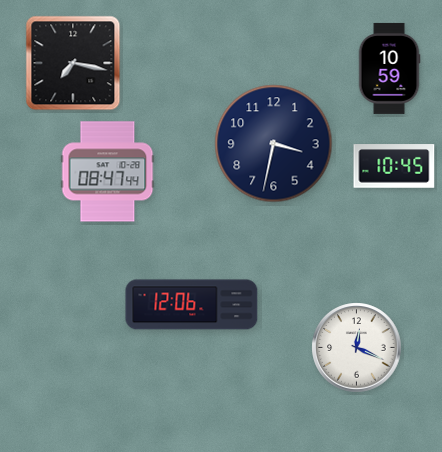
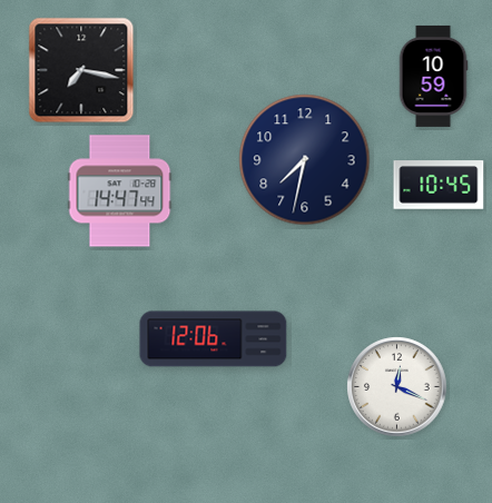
clock at (274, 144): 3:32 -> 7:32
clock at (108, 172): 08:47 -> 14:47
